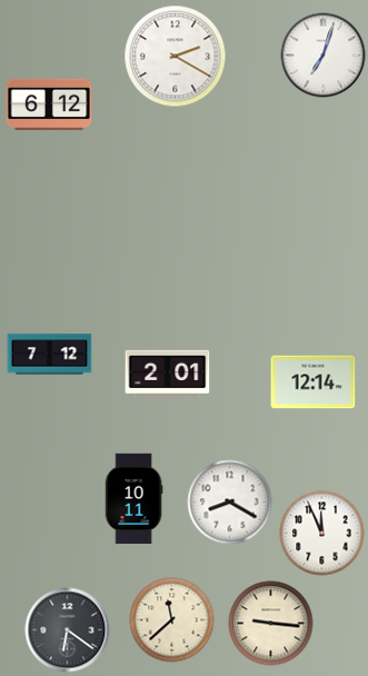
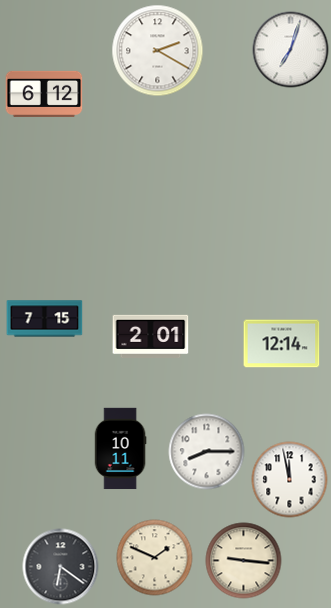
clock at (50, 355): 7:12 -> 7:15
clock at (230, 503): 8:20 -> 8:15
clock at (322, 534): 11:56 -> 11:58
clock at (172, 620): 11:38 -> 1:49
